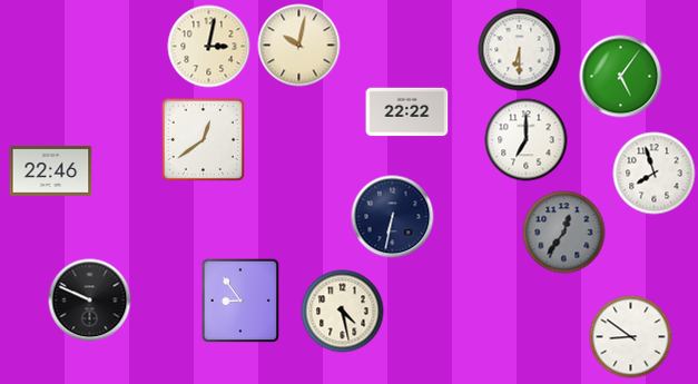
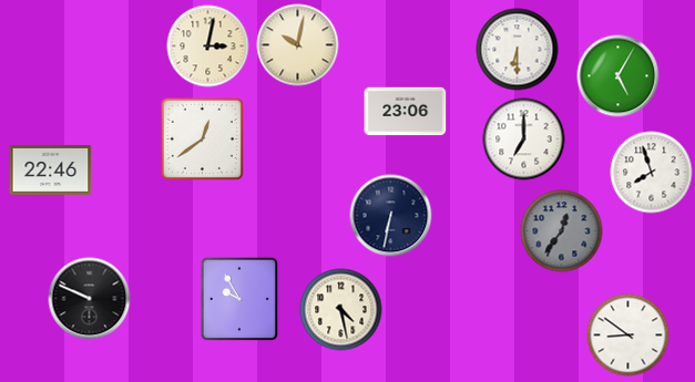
clock at (621, 77): 5:06 -> 5:05
clock at (407, 112): 22:22 -> 23:06
clock at (240, 301): 8:54 -> 9:55
